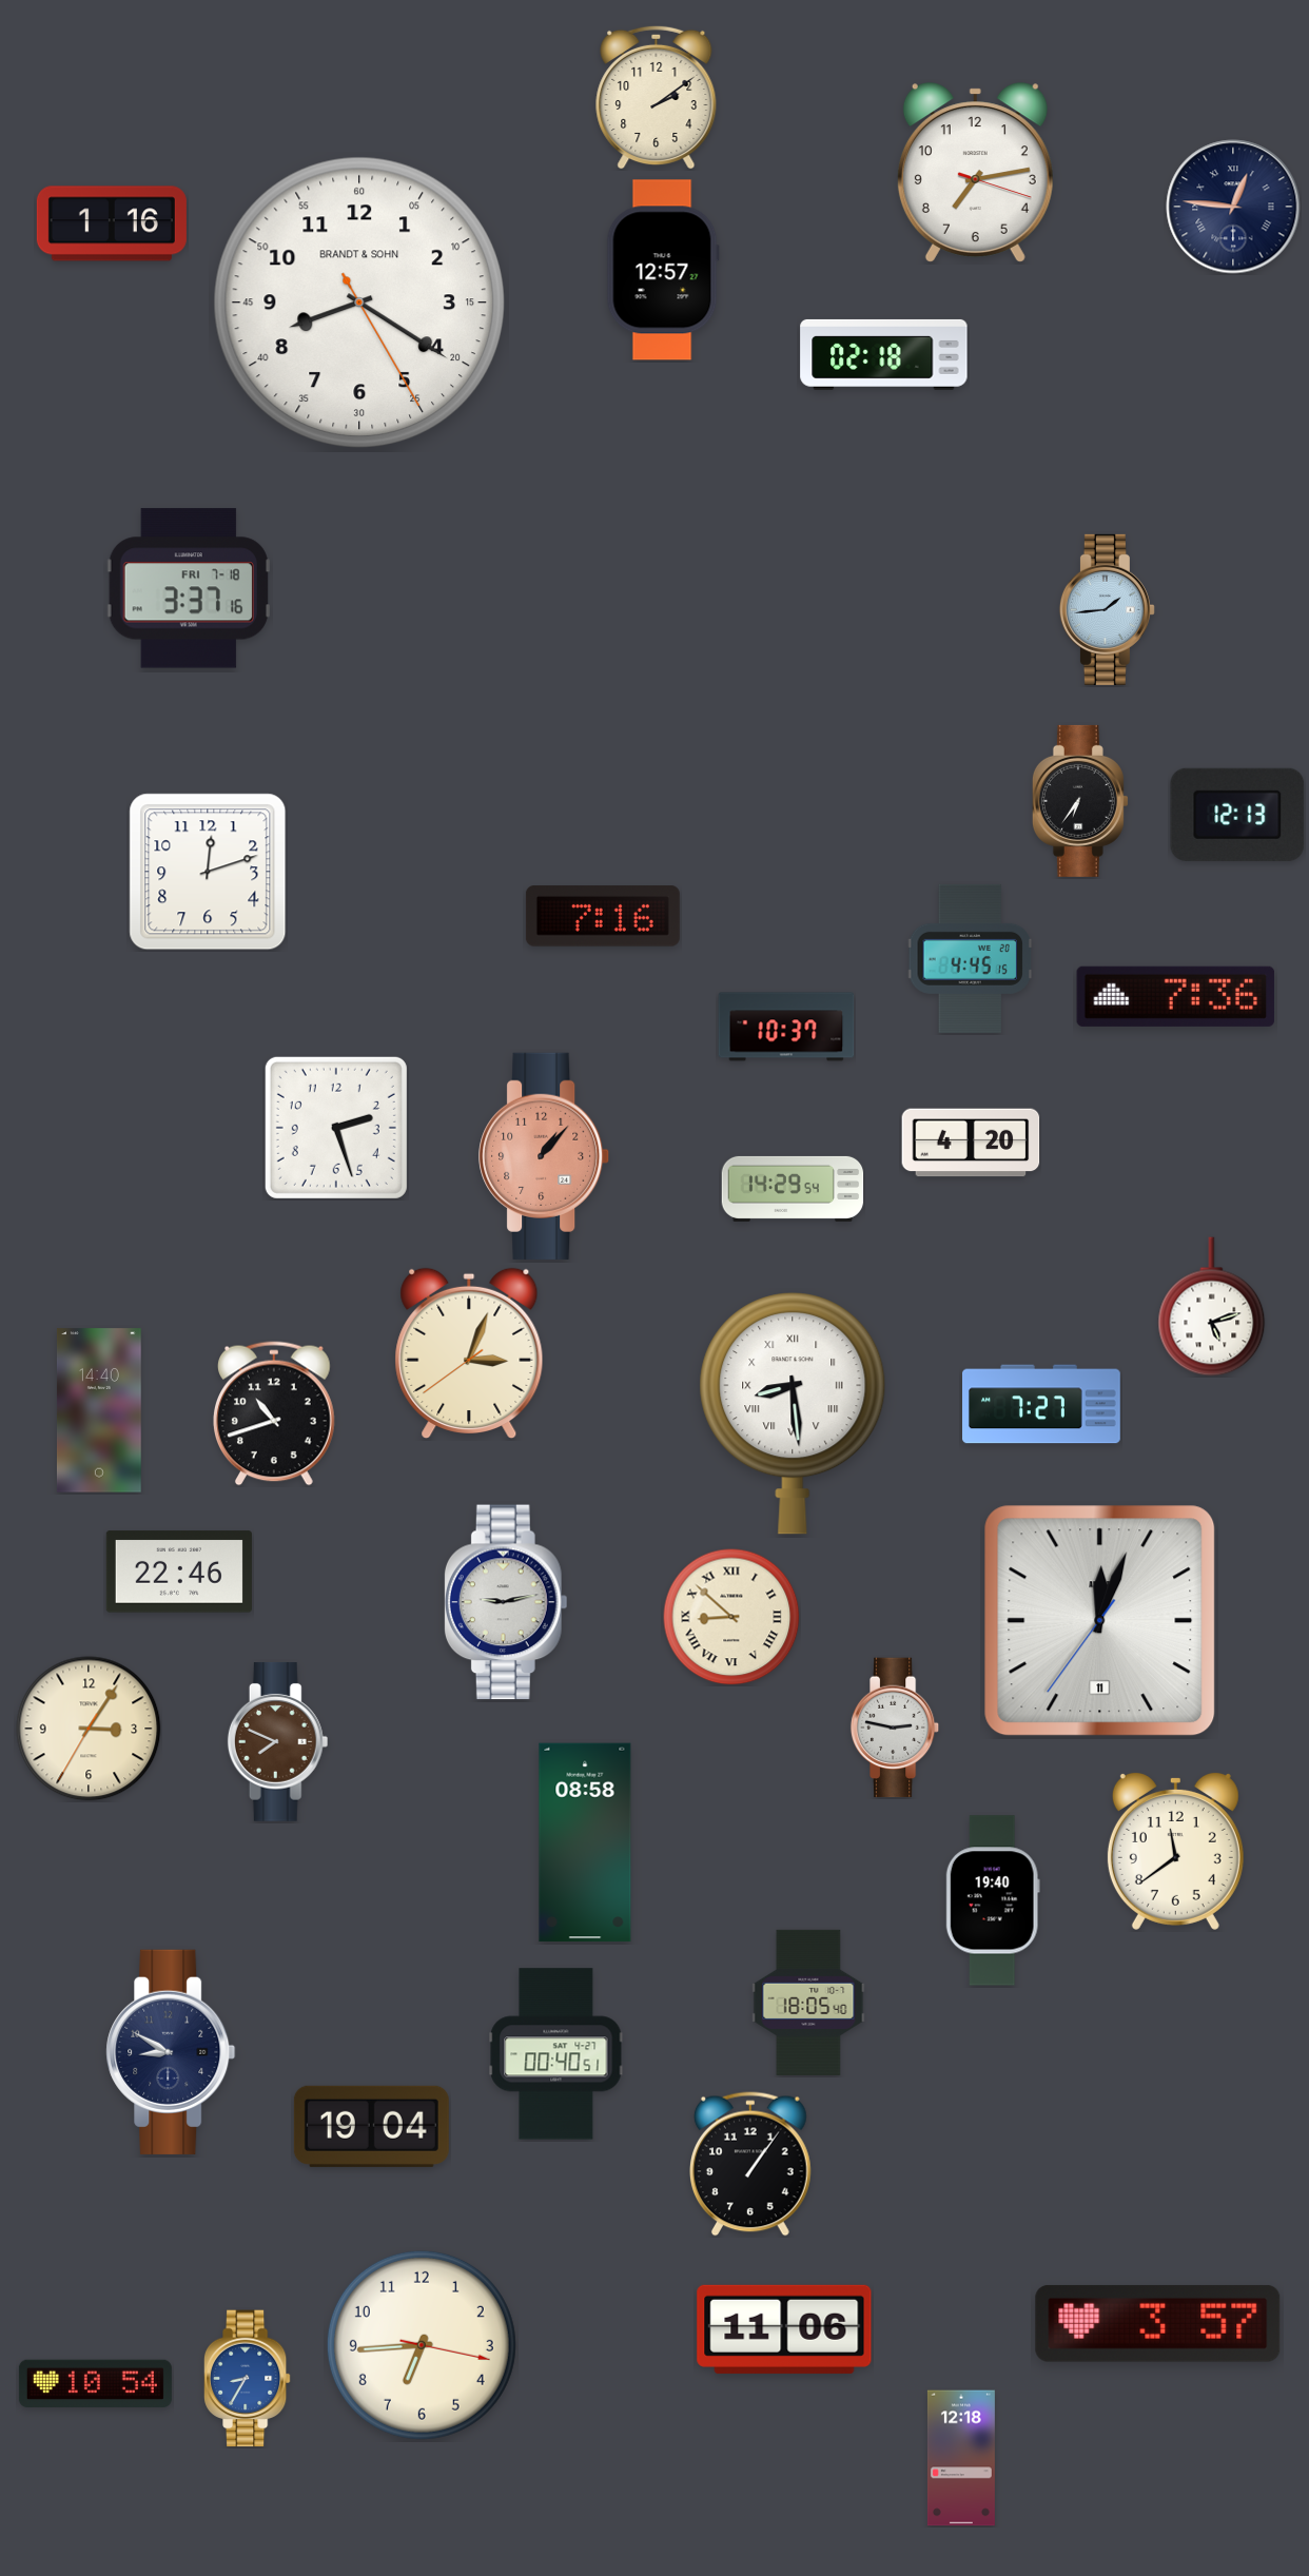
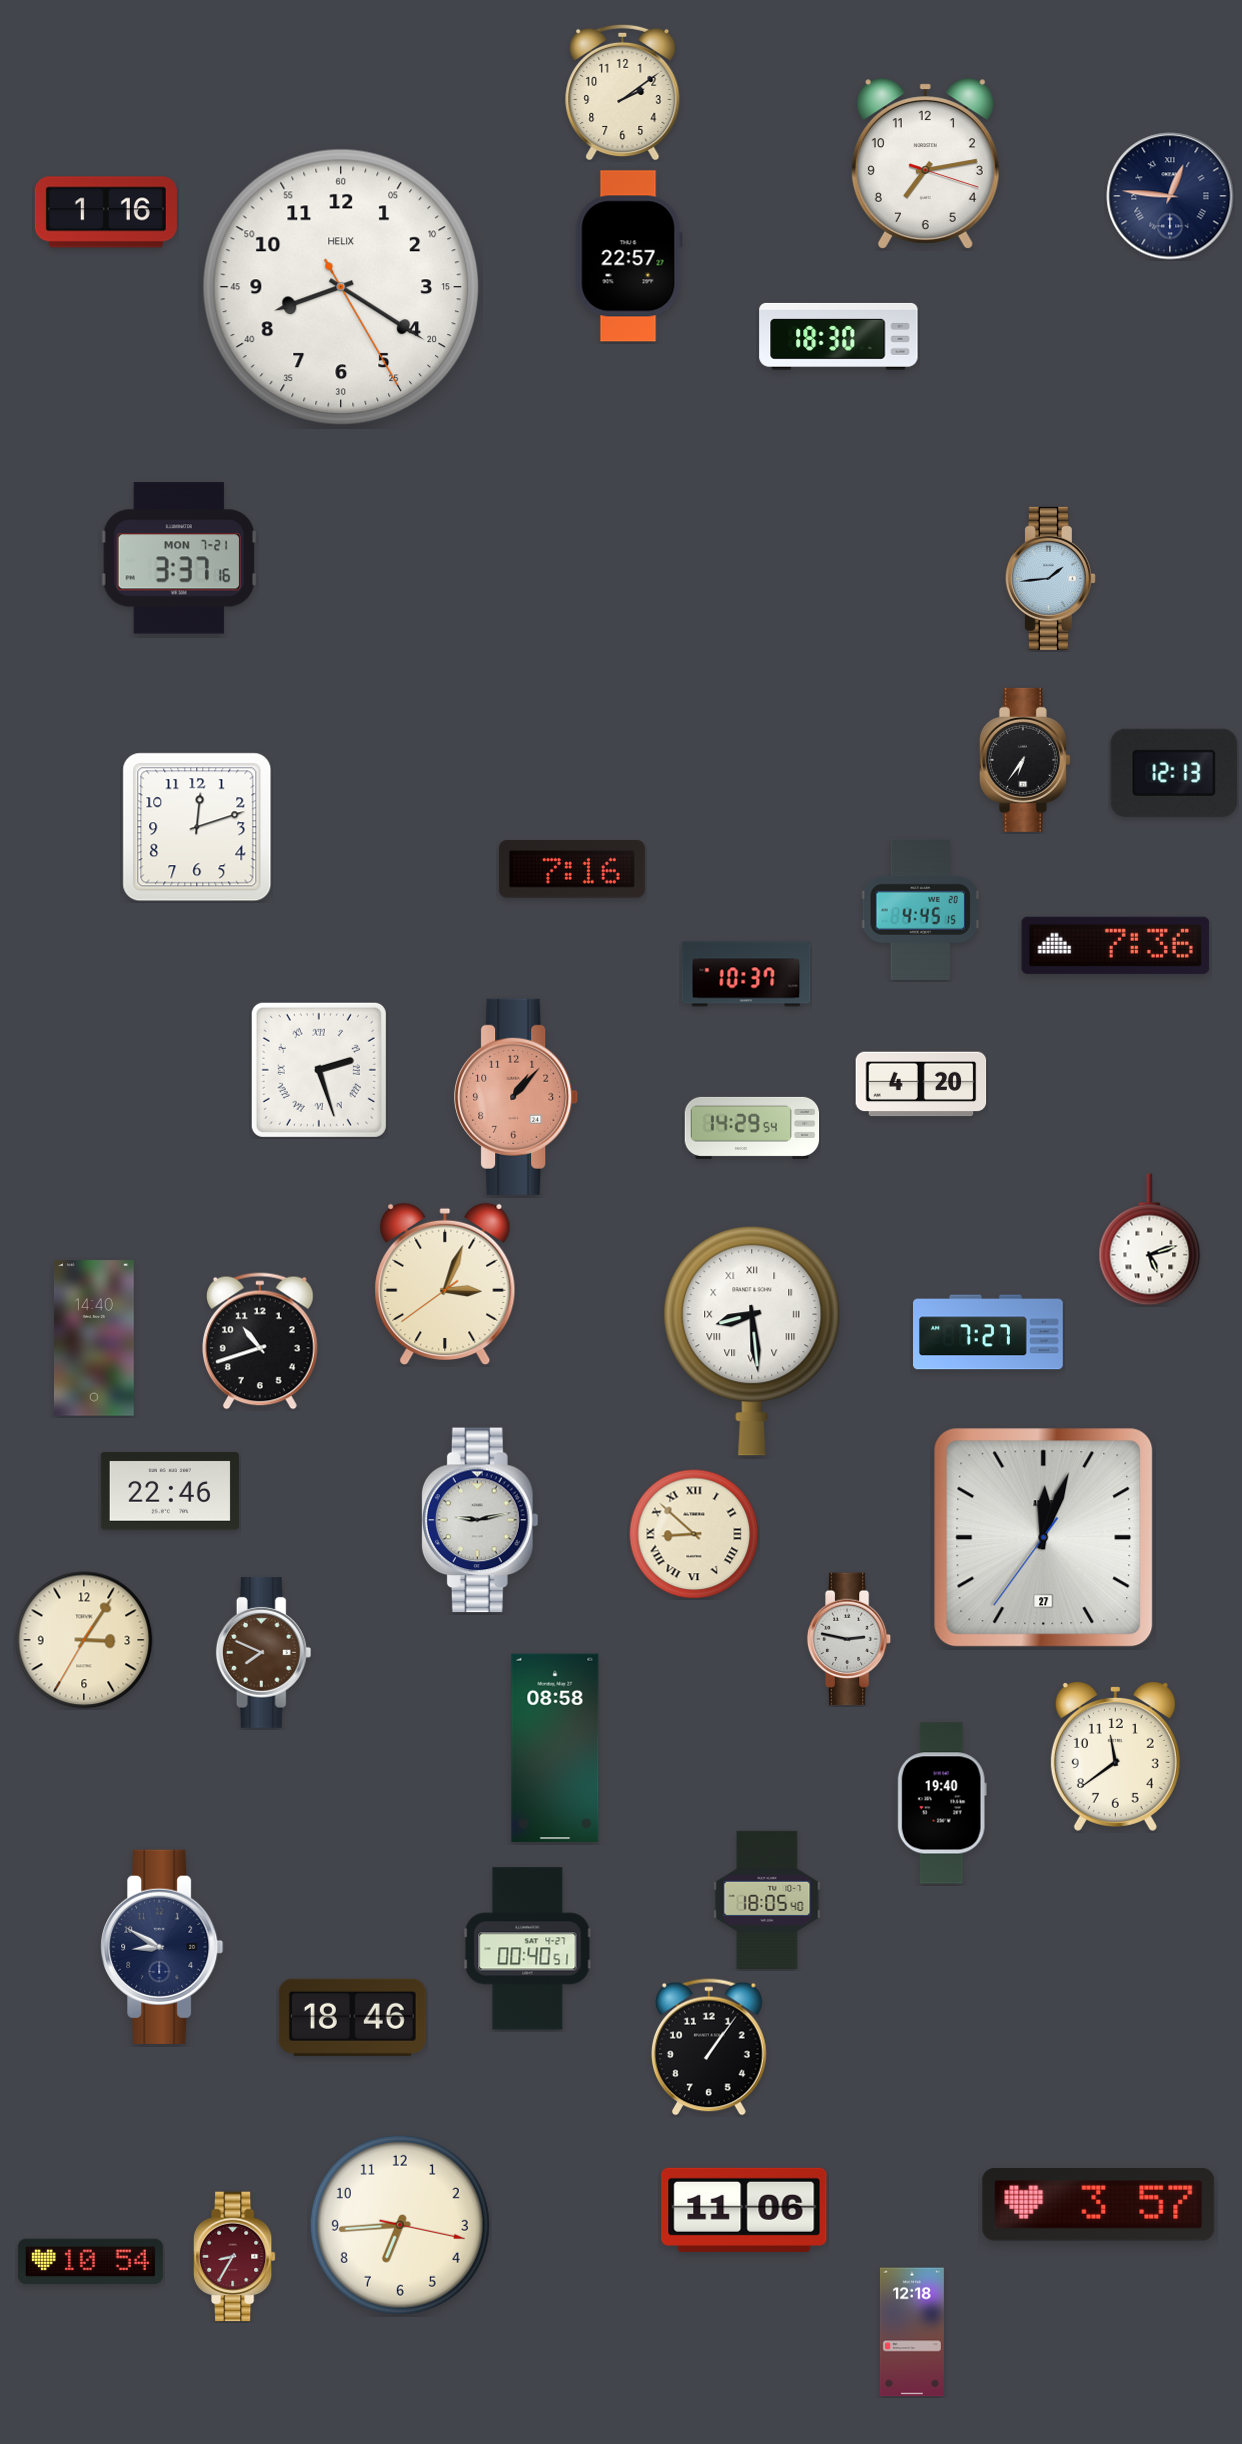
clock at (663, 270): 12:57 -> 22:57
clock at (358, 301) brand: BRANDT & SOHN -> HELIX
clock at (884, 354): 02:18 -> 18:30
clock at (189, 588) date: FRI 7-18 -> MON 7-21
clock at (336, 1128) numerals: Arabic -> Roman
clock at (1100, 1621) date: 11 -> 27
clock at (371, 2126): 19:04 -> 18:46
clock at (751, 2164) position: (751, 2164) -> (710, 2047)
clock at (247, 2379) dial: blue -> burgundy
